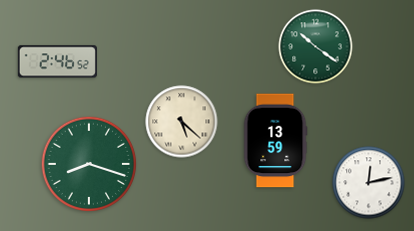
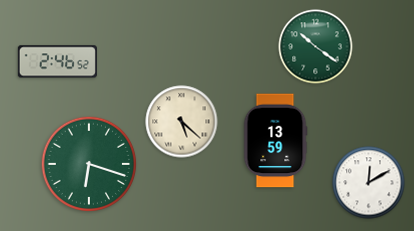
clock at (89, 164): 8:18 -> 6:18
clock at (369, 183): 12:13 -> 12:10
